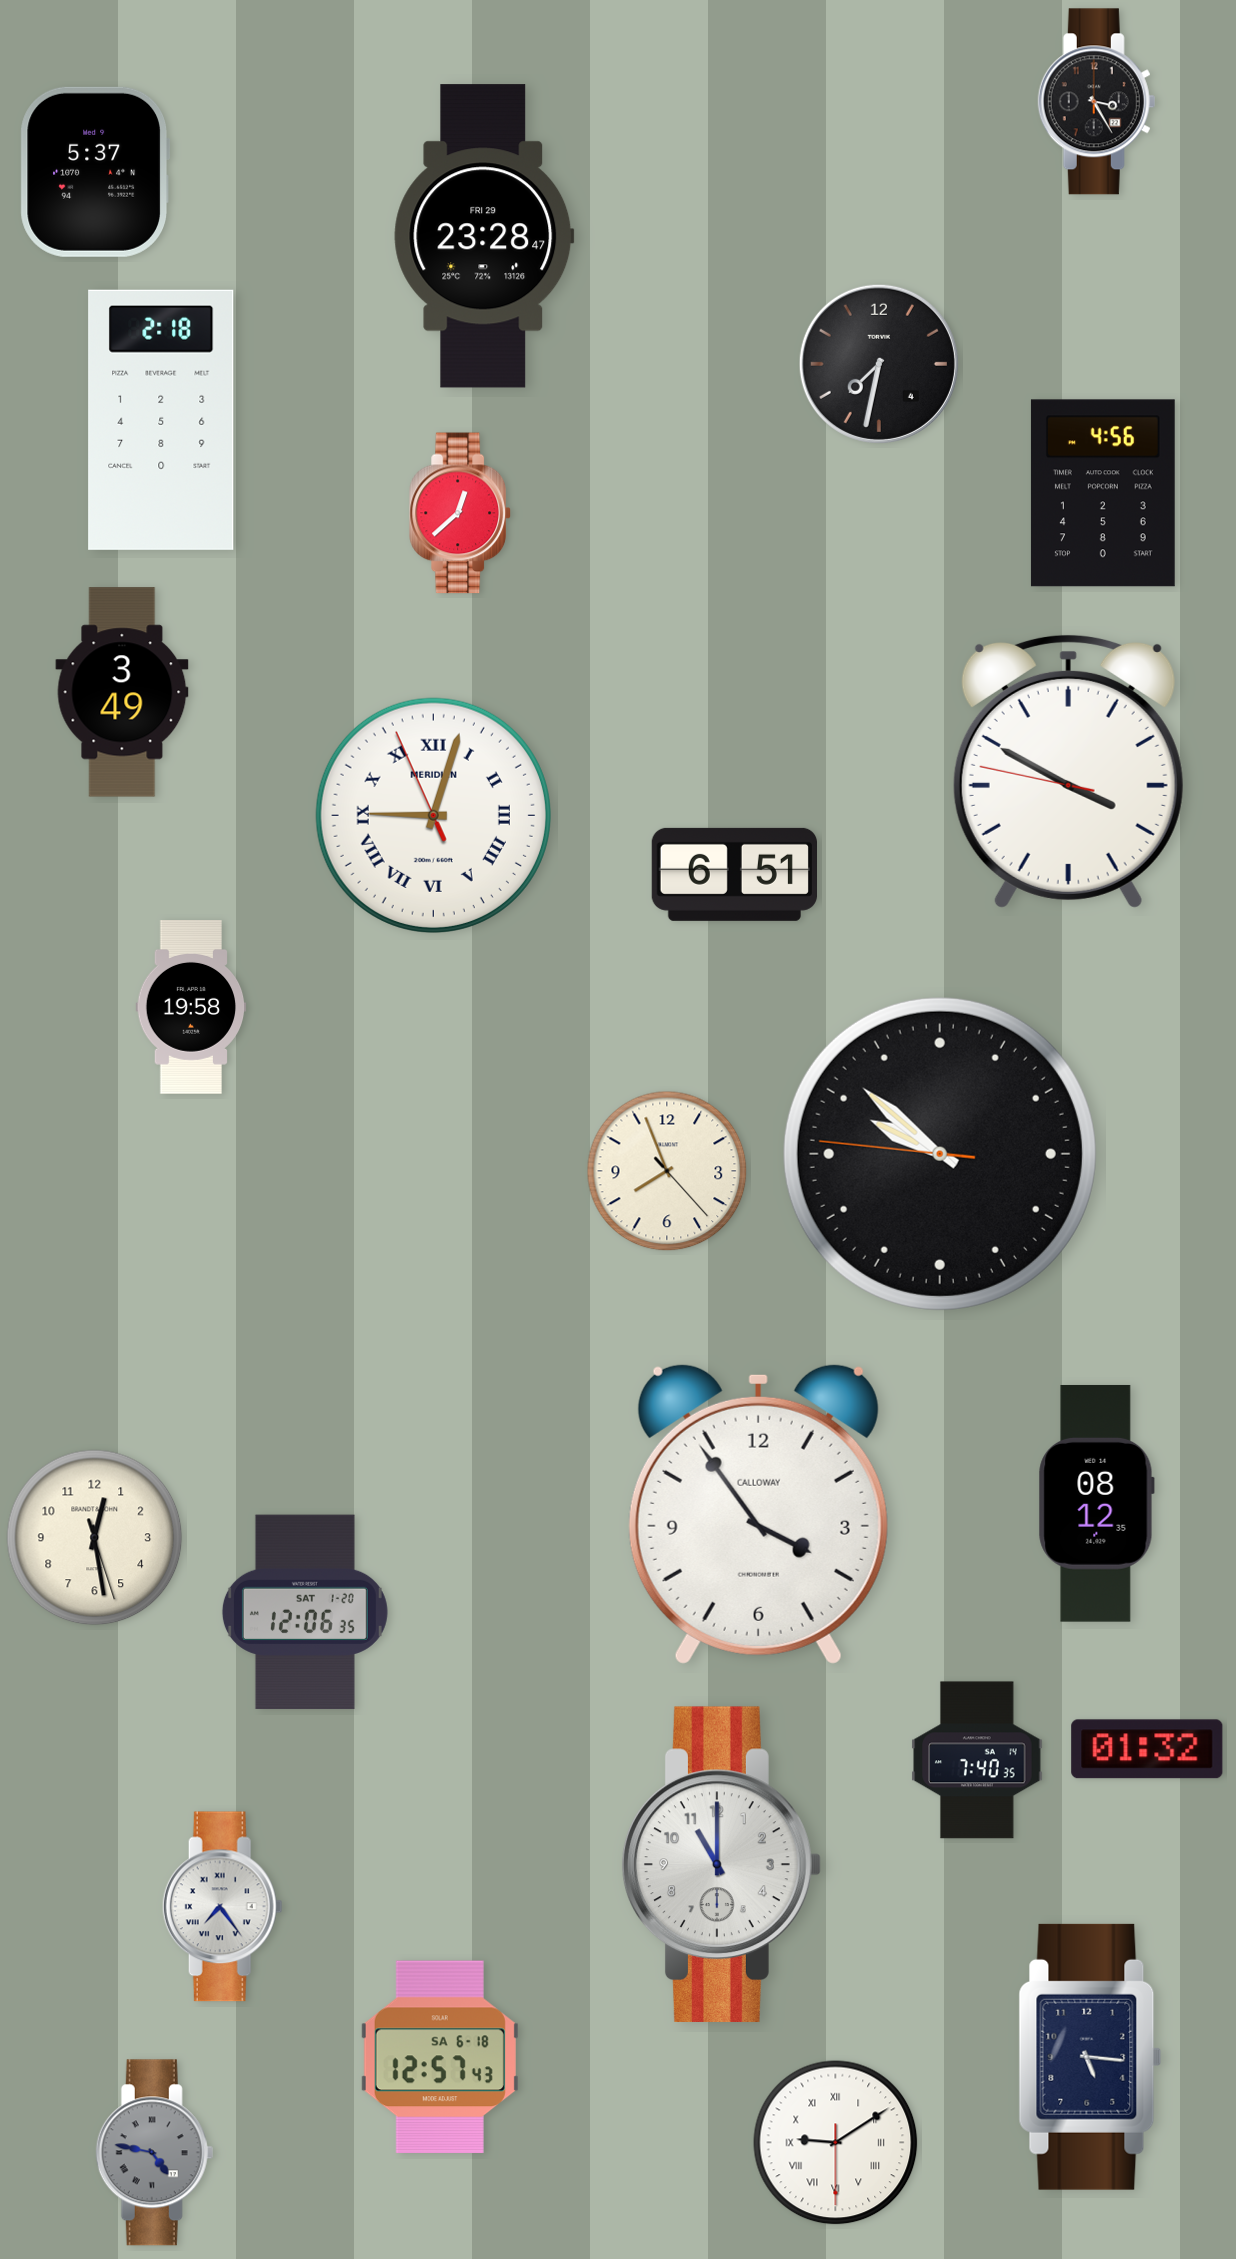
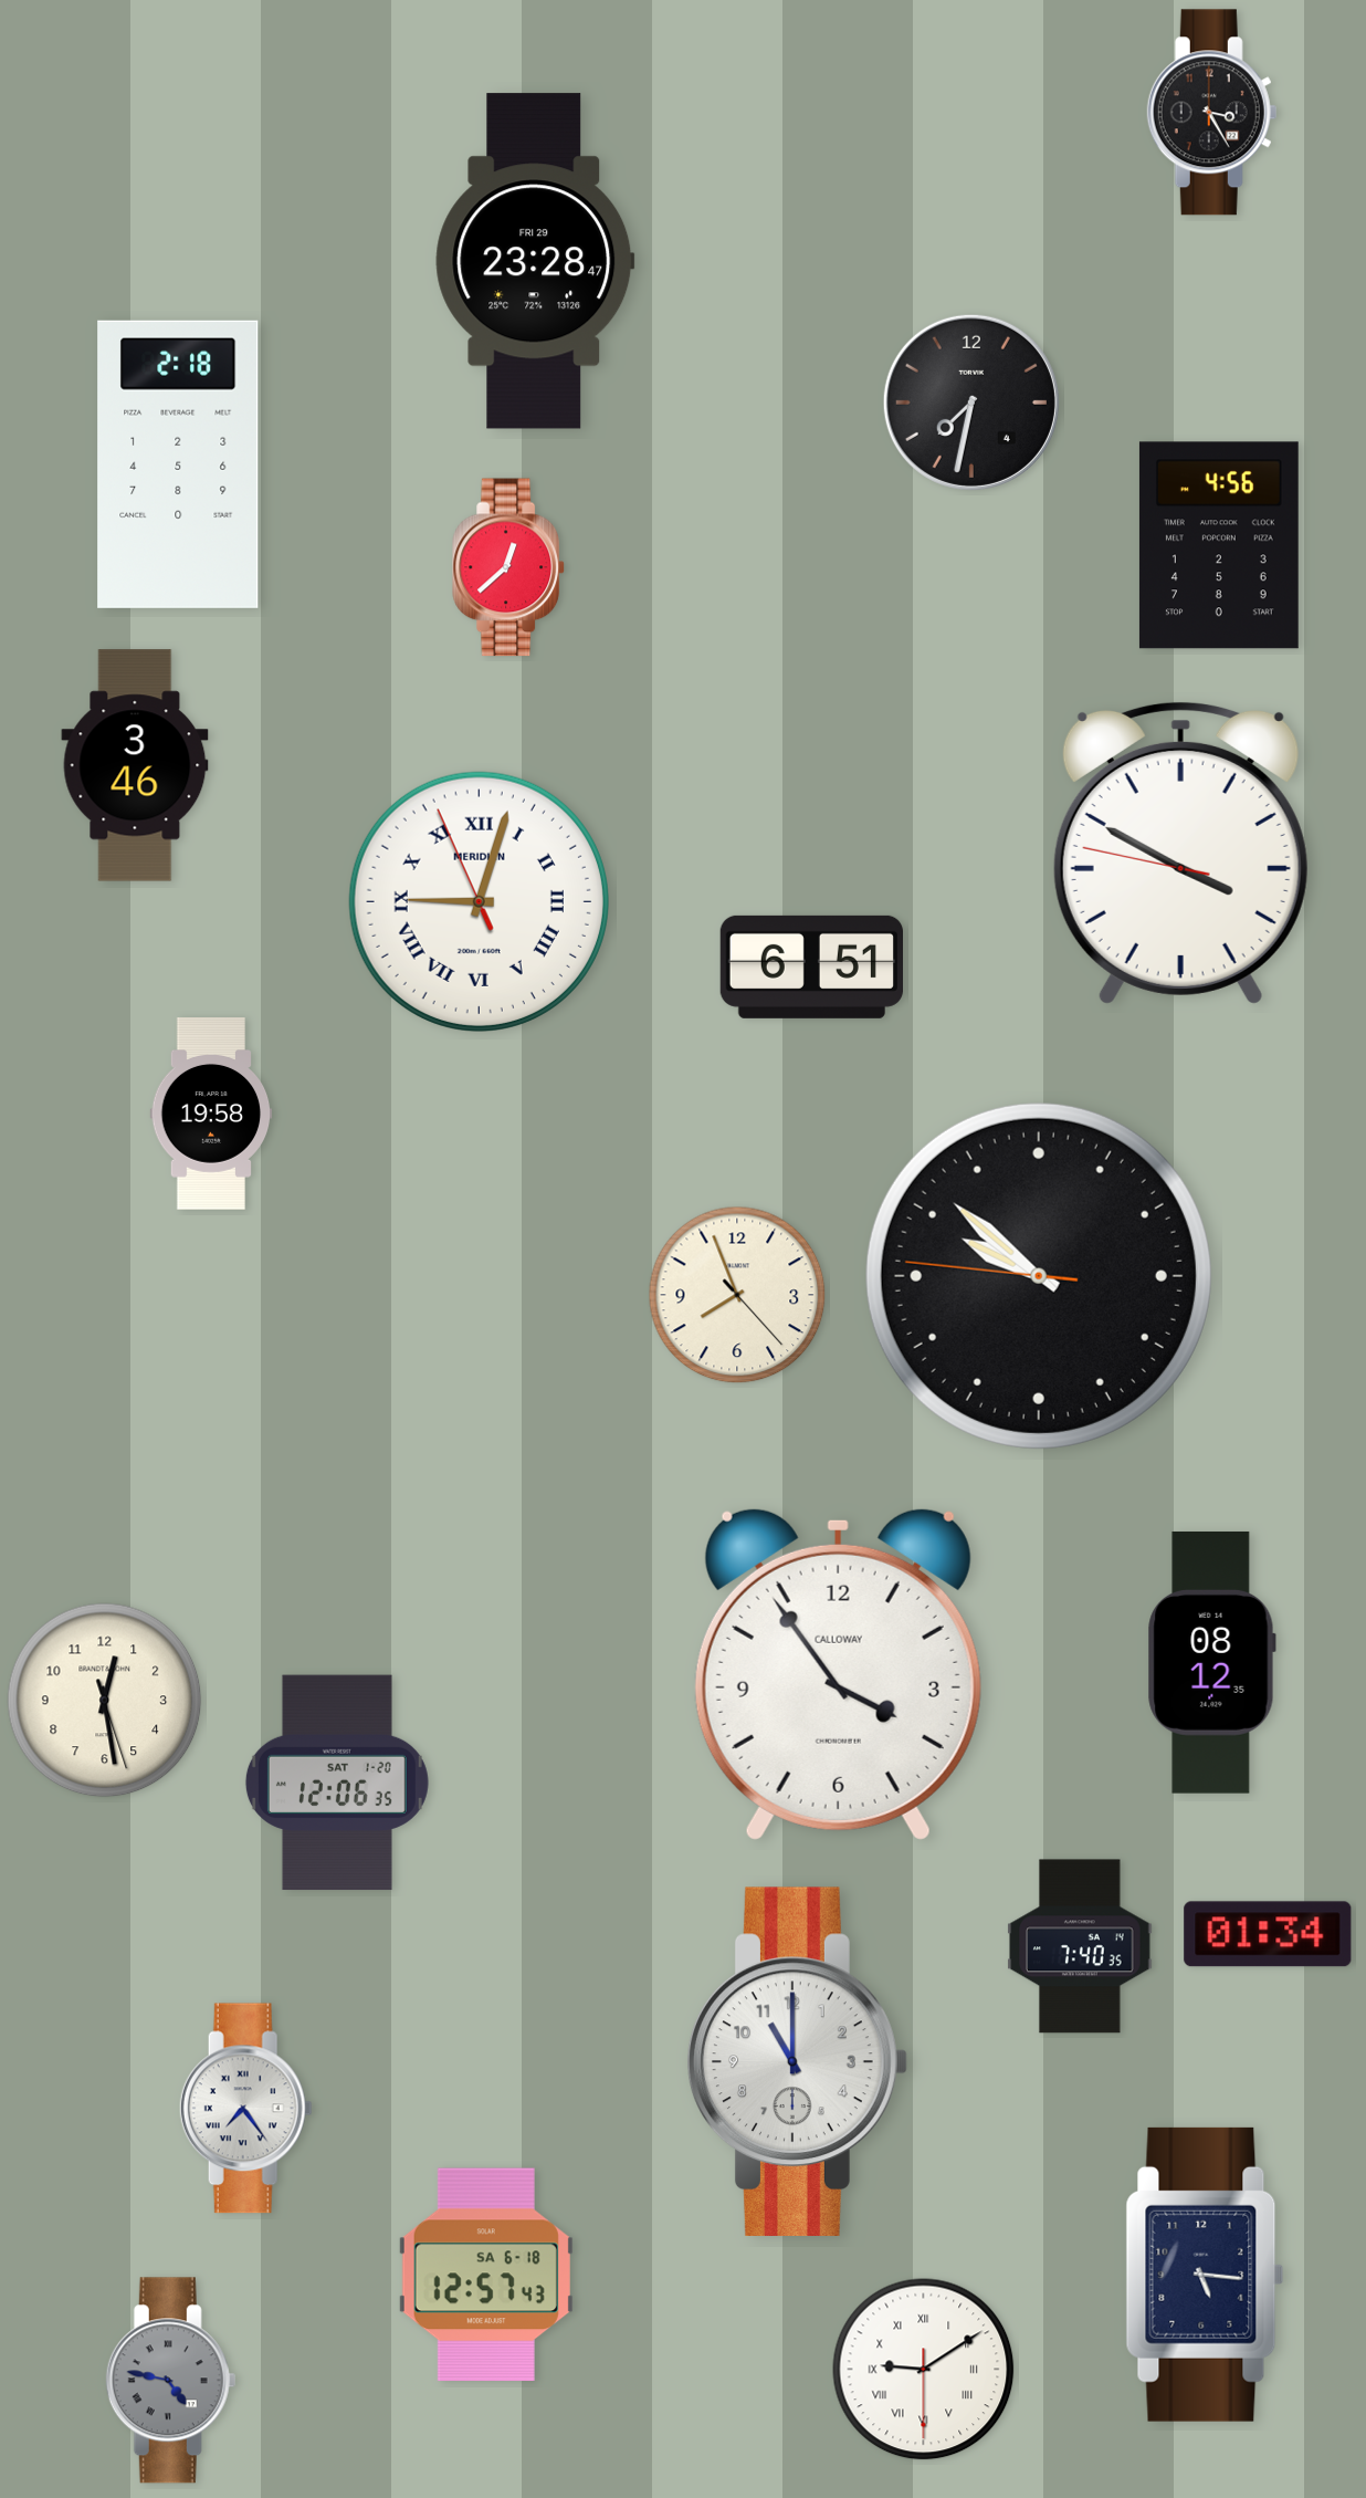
clock at (95, 172): 5:37 -> none
clock at (122, 692): 3:49 -> 3:46
clock at (1147, 1749): 01:32 -> 01:34
